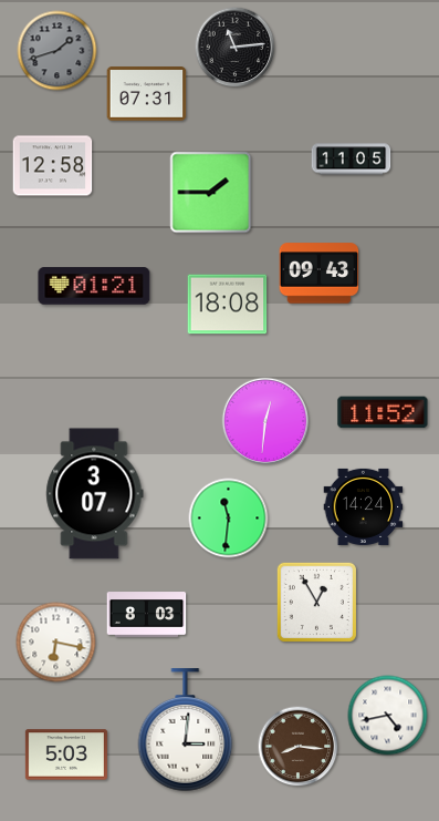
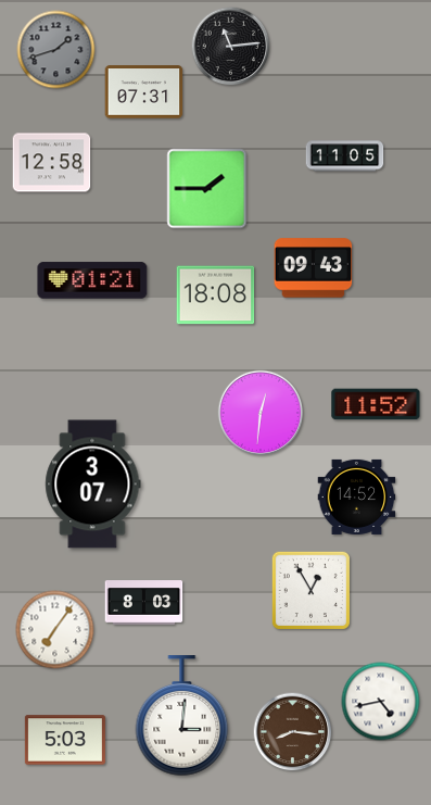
clock at (228, 305) position: (228, 305) -> (216, 295)
clock at (364, 506): 14:24 -> 14:52
clock at (229, 519): 11:31 -> none
clock at (56, 643): 6:17 -> 7:06
